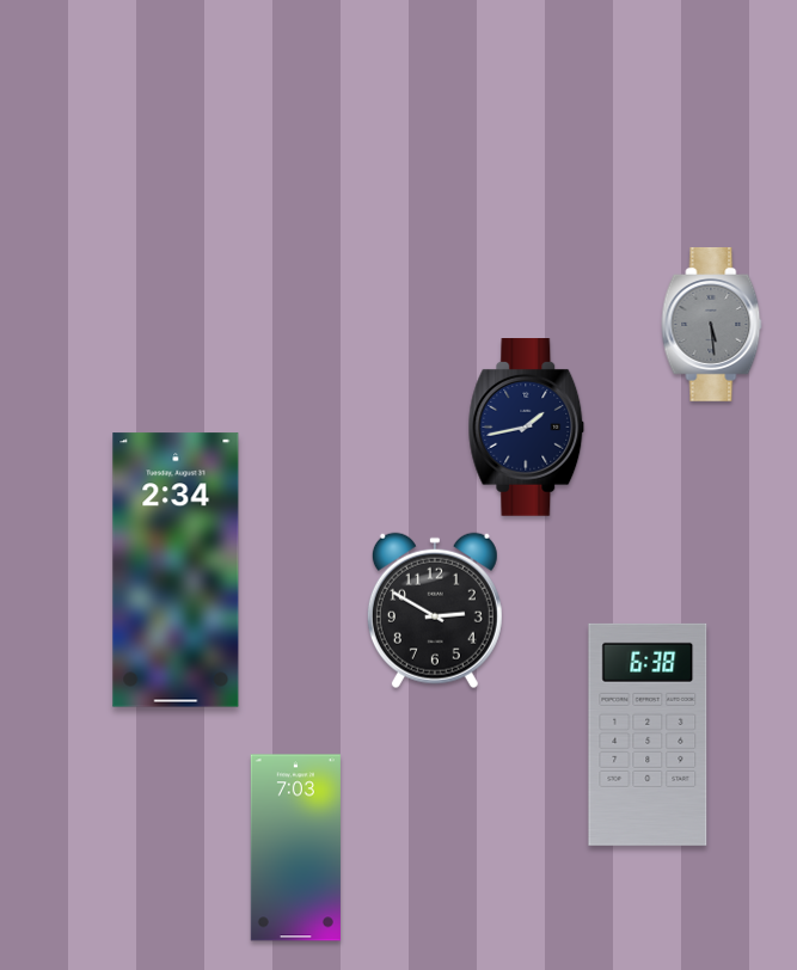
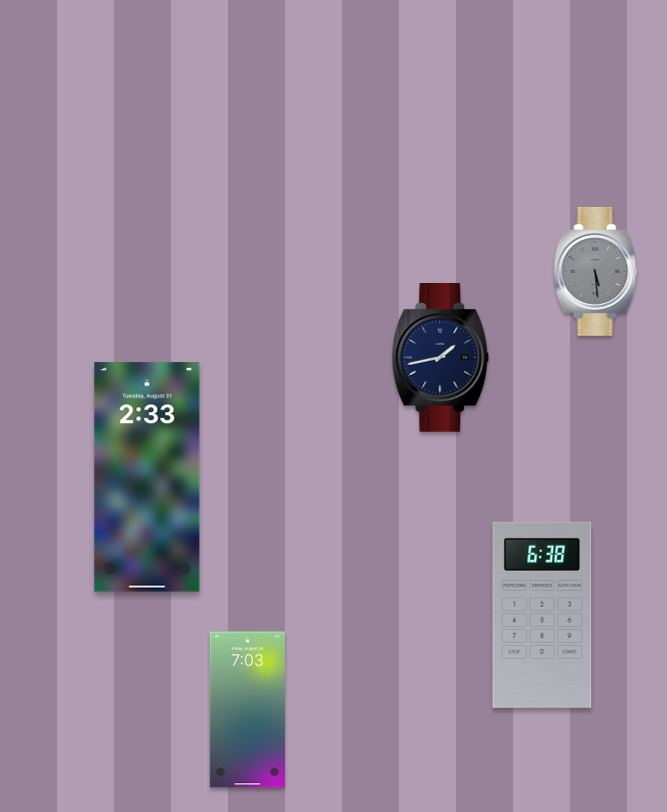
clock at (176, 570): 2:34 -> 2:33
clock at (435, 610): 2:50 -> none
